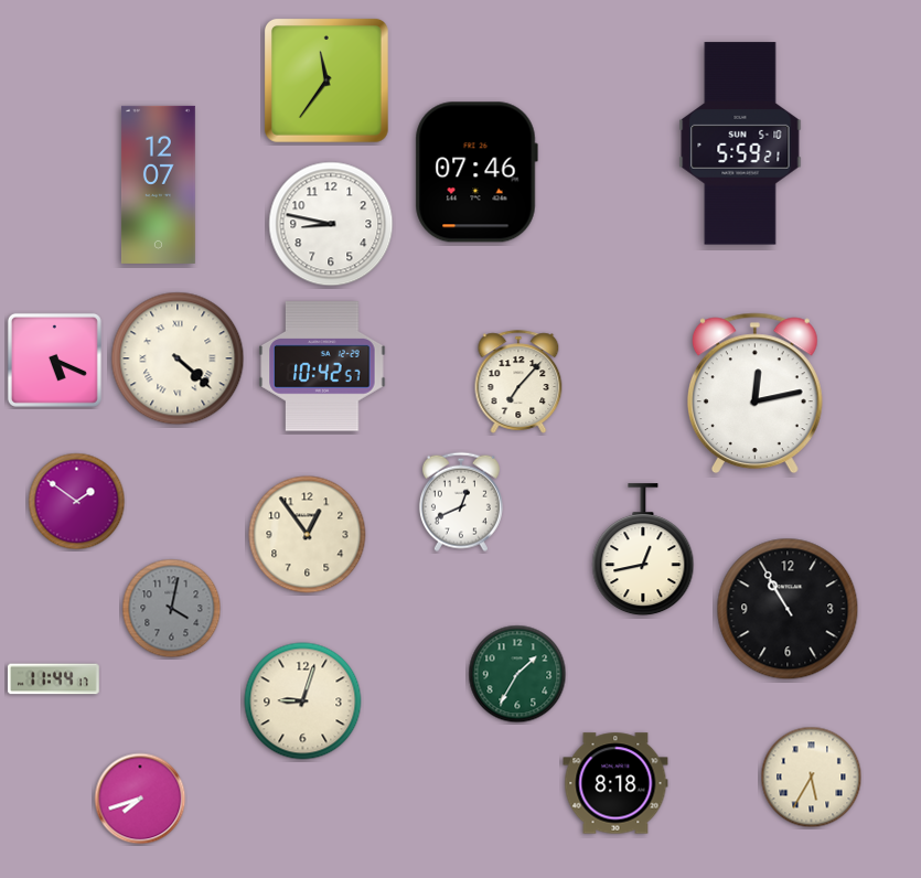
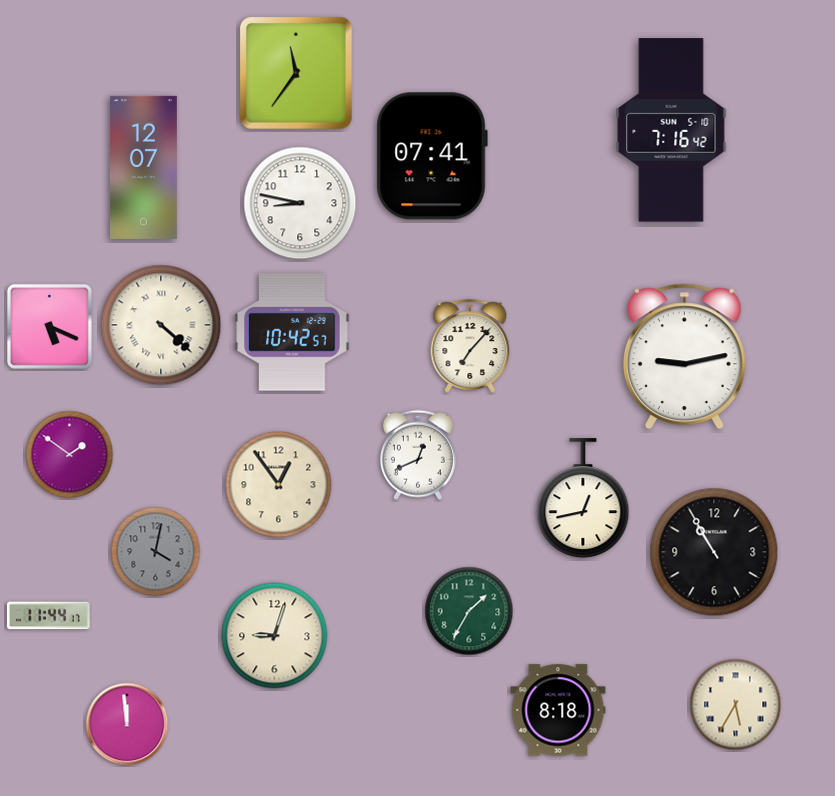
clock at (740, 143): 5:59 -> 7:16
clock at (476, 172): 07:46 -> 07:41
clock at (754, 394): 12:13 -> 9:13
clock at (140, 799): 7:42 -> 11:59
